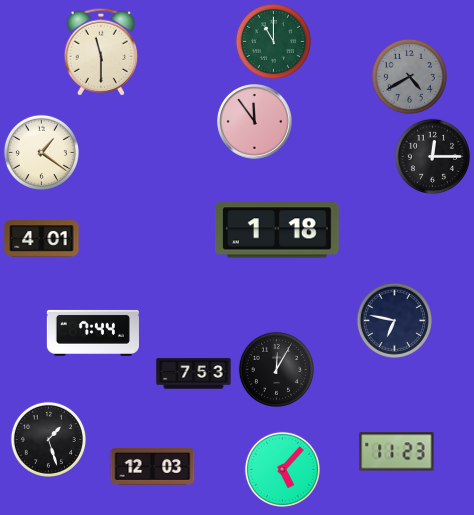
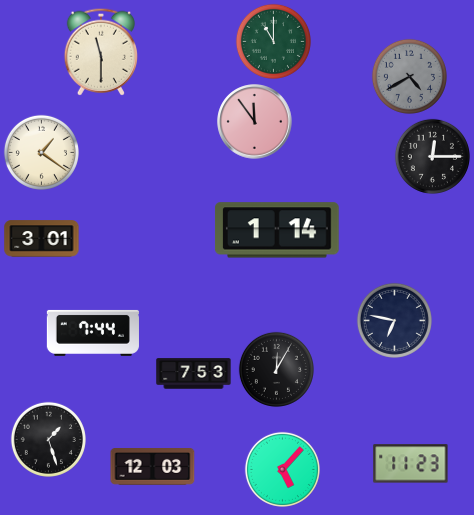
clock at (277, 230): 1:18 -> 1:14
clock at (42, 239): 4:01 -> 3:01
clock at (397, 452) position: (397, 452) -> (411, 464)
